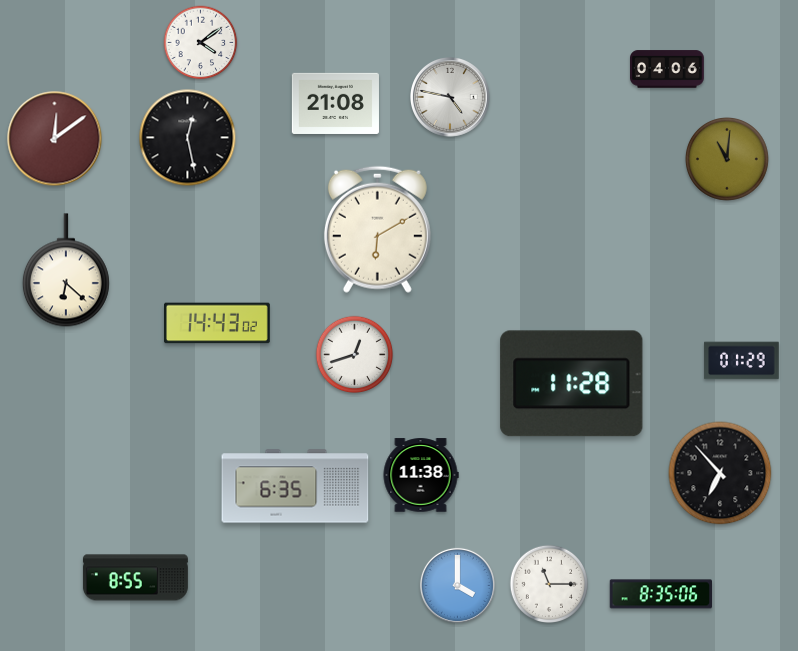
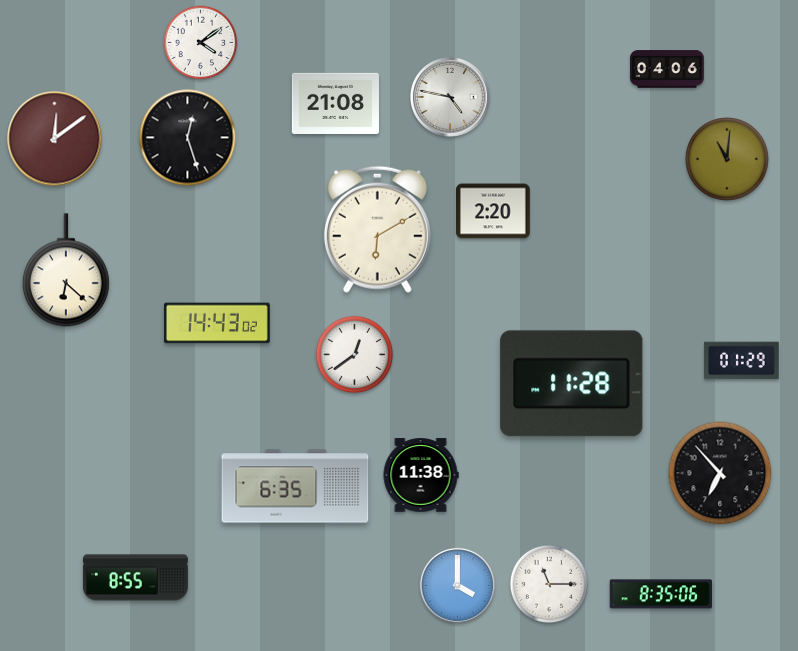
clock at (188, 138): 12:28 -> 12:27
clock at (494, 211): none -> 2:20
clock at (355, 355): 12:42 -> 12:39
